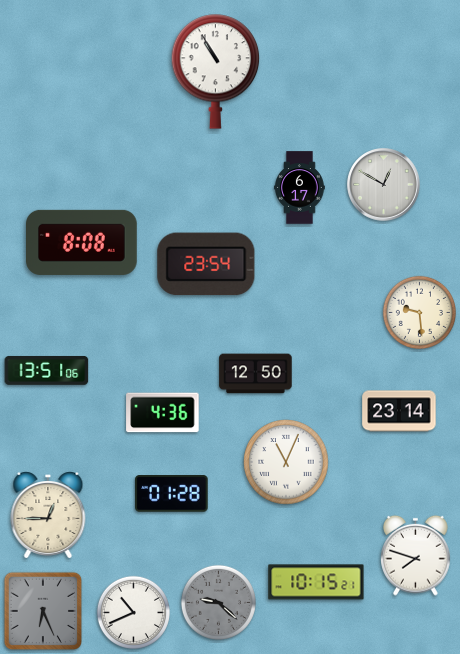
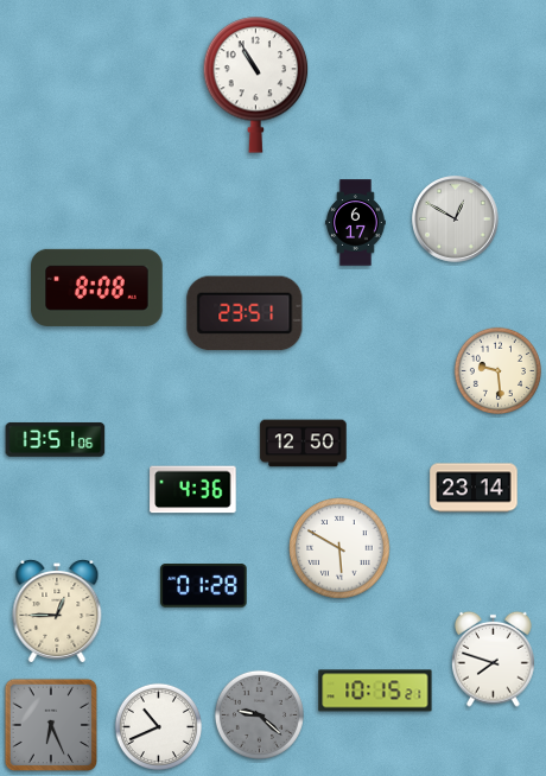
clock at (206, 264): 23:54 -> 23:51
clock at (286, 462): 11:04 -> 5:50
